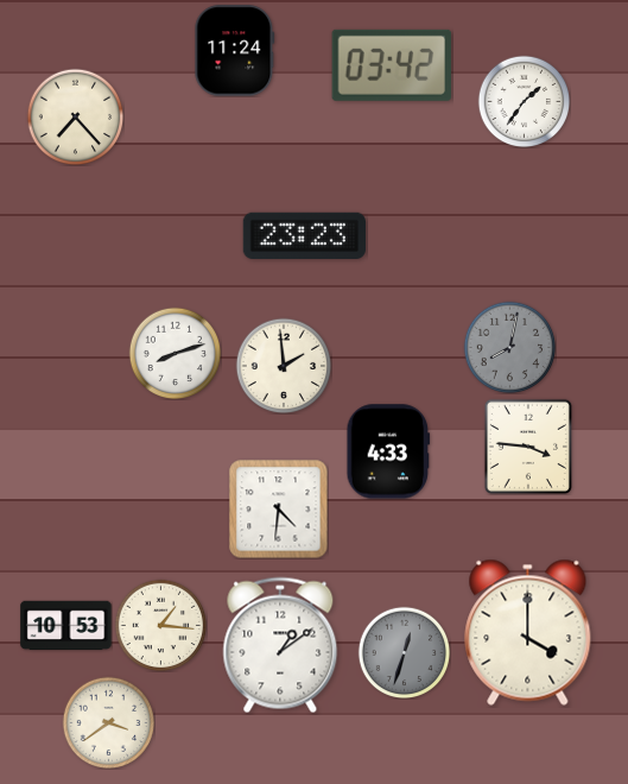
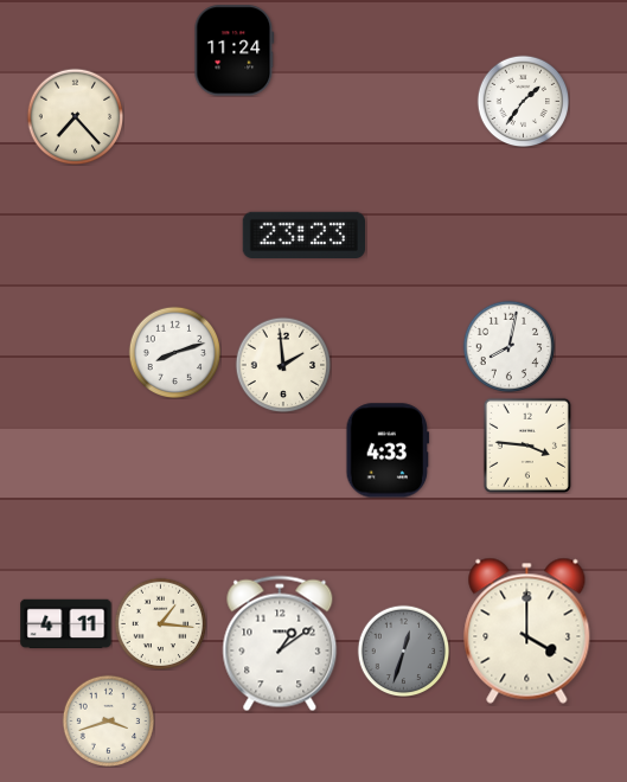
clock at (391, 65): 03:42 -> none
clock at (509, 347) dial: grey -> white
clock at (279, 510): 4:31 -> none
clock at (66, 626): 10:53 -> 4:11
clock at (108, 722): 3:39 -> 3:42
